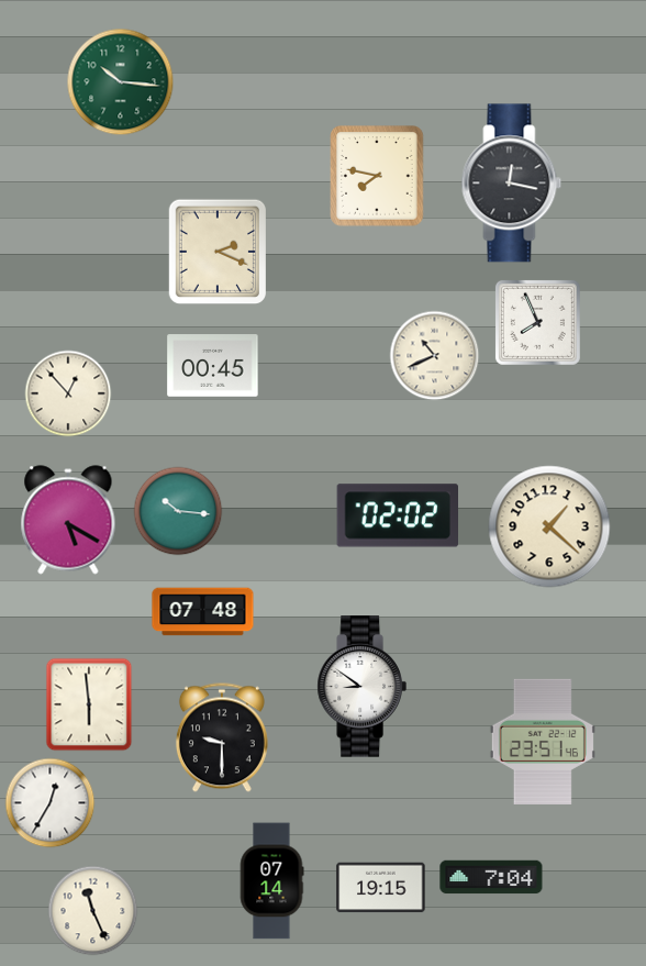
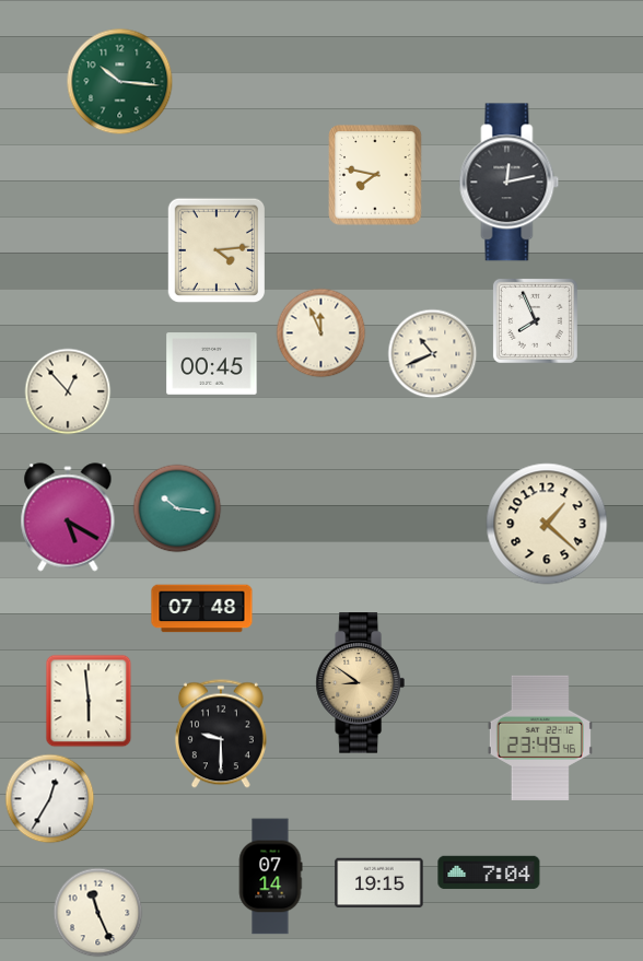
clock at (512, 184): 12:17 -> 12:13
clock at (218, 252): 2:19 -> 4:14
clock at (320, 332): none -> 11:56
clock at (397, 515): 02:02 -> none
clock at (361, 687) dial: white -> champagne
clock at (543, 742): 23:51 -> 23:49
clock at (92, 910) position: (92, 910) -> (97, 912)
